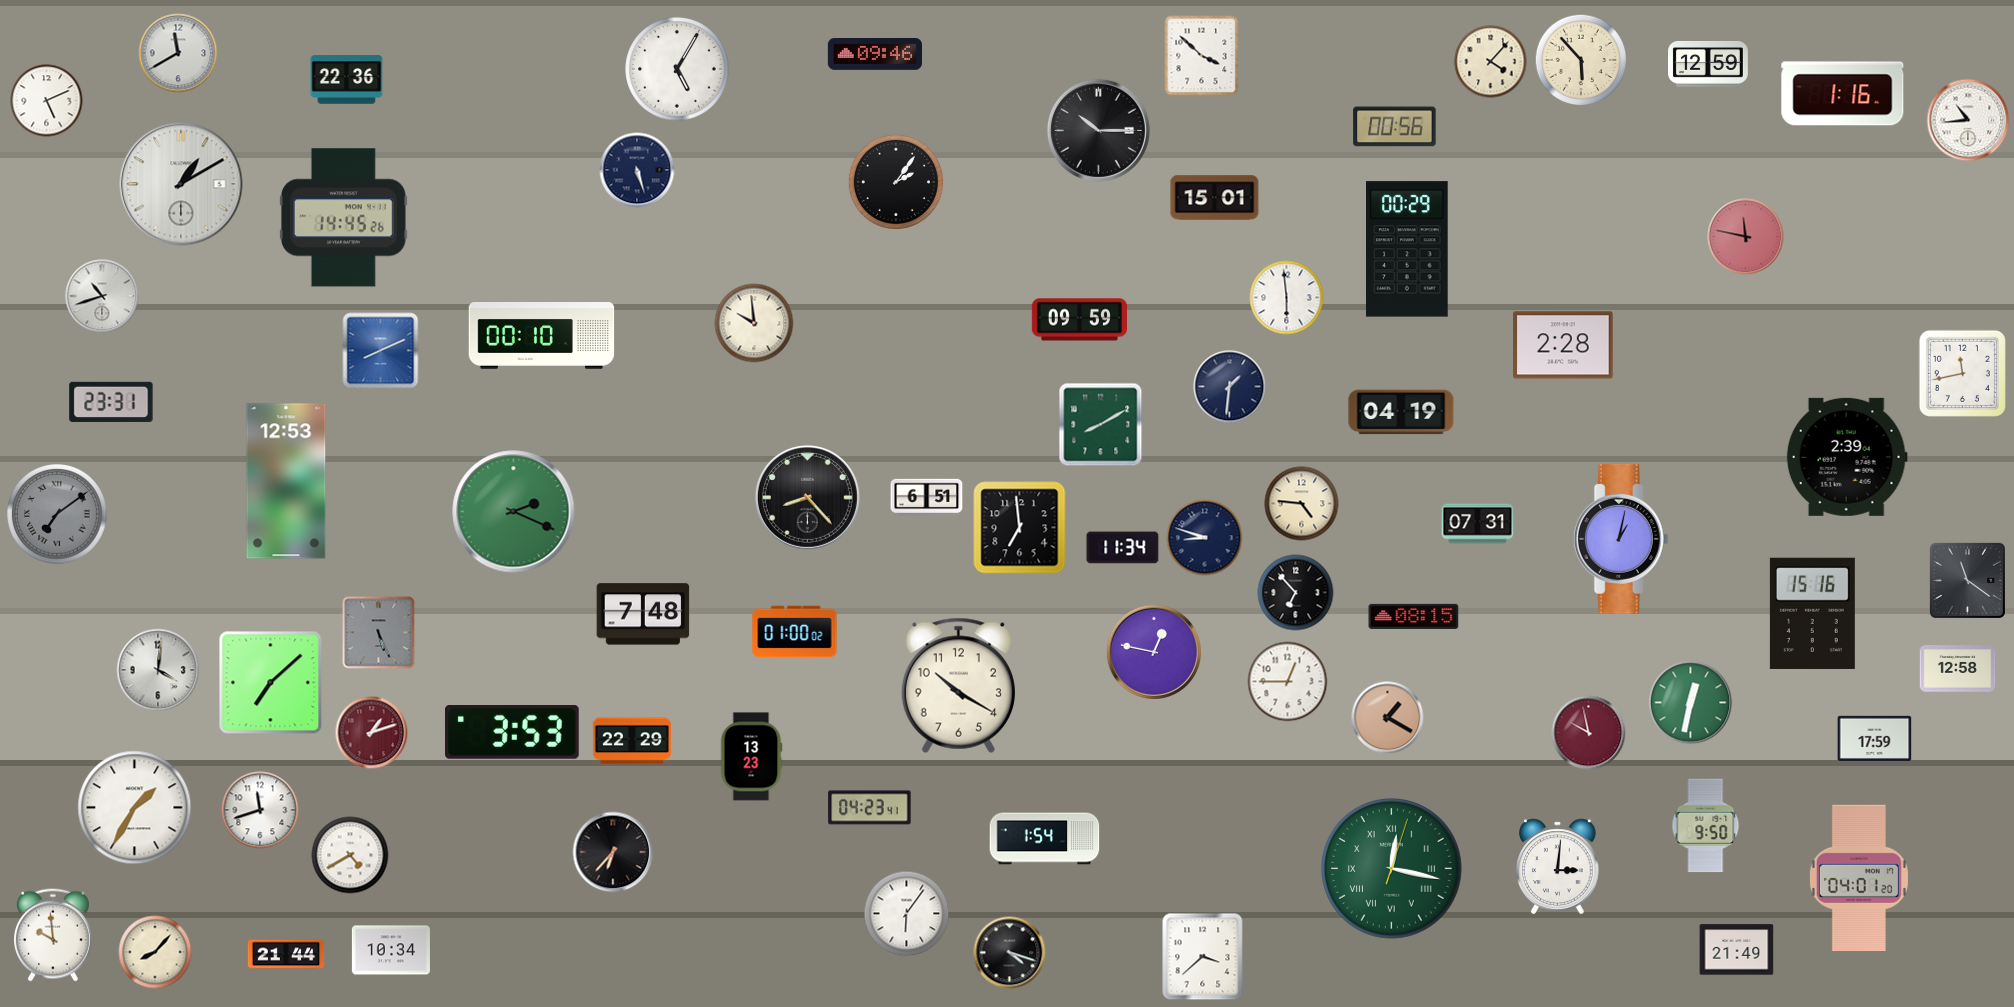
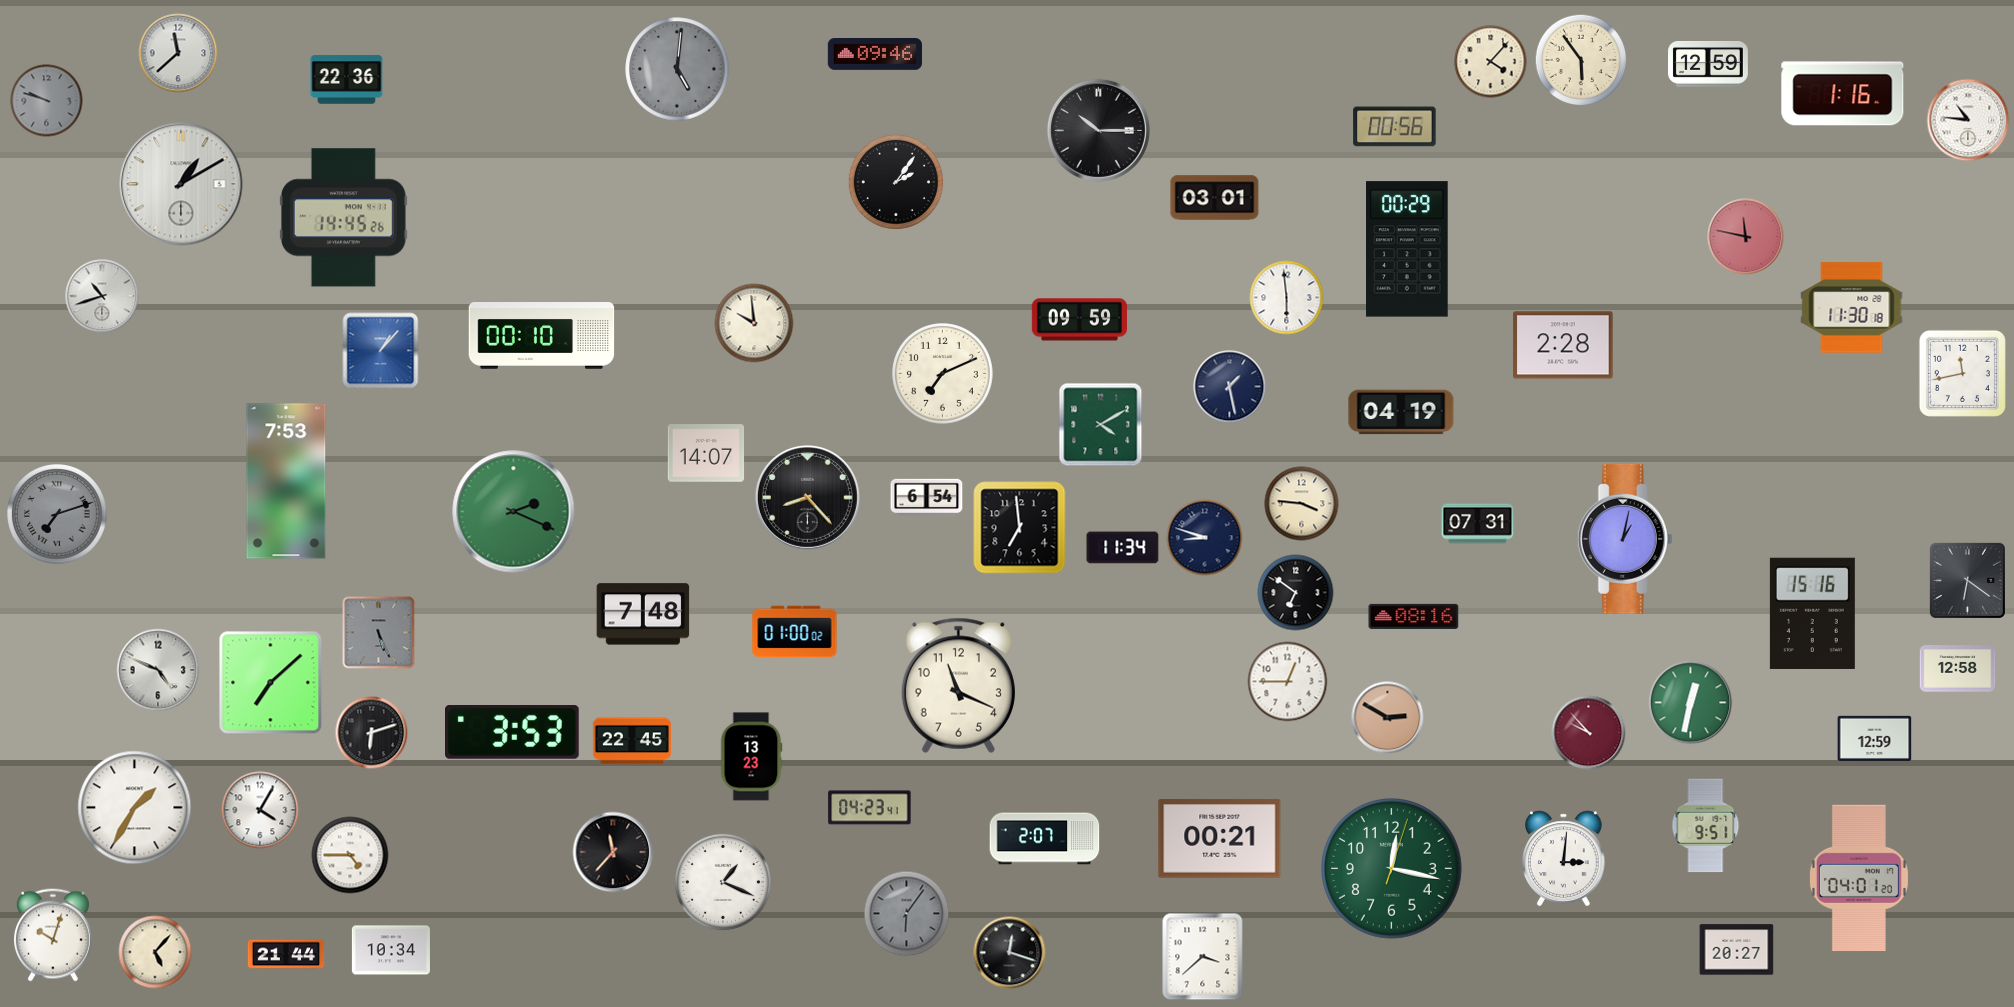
clock at (178, 53): 11:40 -> 11:38
clock at (1202, 56): 3:52 -> none
clock at (1581, 60): 5:53 -> 5:54
clock at (677, 69): 5:05 -> 5:01
clock at (677, 69) dial: white -> grey
clock at (47, 101): 5:11 -> 9:48
clock at (47, 101) dial: white -> grey
clock at (1968, 120): 10:44 -> 10:46
clock at (637, 170): 5:27 -> none
clock at (1215, 198): 15:01 -> 03:01
clock at (1852, 308): none -> 11:30
clock at (381, 351): 8:11 -> 1:07
clock at (943, 374): none -> 7:11
clock at (1230, 387): 1:31 -> 1:28
clock at (111, 401): 23:31 -> none
clock at (1101, 425): 8:10 -> 4:10
clock at (706, 453): none -> 14:07
clock at (1847, 457): 2:39 -> none
clock at (286, 481): 12:53 -> 7:53
clock at (927, 498): 6:51 -> 6:54
clock at (1302, 504): 4:46 -> 3:46
clock at (58, 515): 7:09 -> 7:12
clock at (1621, 539) position: (1621, 539) -> (1625, 539)
clock at (1967, 580): 11:21 -> 6:21
clock at (1296, 593): 6:53 -> 6:51
clock at (1414, 616): 08:15 -> 08:16
clock at (1153, 651): 12:47 -> none
clock at (158, 670): 4:01 -> 4:49
clock at (958, 685): 10:20 -> 11:19
clock at (1388, 718): 1:20 -> 2:50
clock at (372, 733): 1:12 -> 6:12
clock at (372, 733) dial: burgundy -> black
clock at (1589, 733): 9:58 -> 9:53
clock at (1875, 738): 17:59 -> 12:59
clock at (632, 741): 22:29 -> 22:45
clock at (260, 810): 11:42 -> 4:05
clock at (1706, 826): 9:50 -> 9:51
clock at (1045, 839): 1:54 -> 2:07
clock at (1220, 839): none -> 00:21
clock at (613, 852): 6:37 -> 11:37
clock at (350, 855): 4:40 -> 4:45
clock at (1558, 867) position: (1558, 867) -> (1564, 859)
clock at (1392, 869) numerals: Roman -> Arabic
clock at (723, 882): none -> 1:19
clock at (907, 914) dial: white -> grey
clock at (53, 935): 9:59 -> 10:03
clock at (1737, 950): 21:49 -> 20:27
clock at (155, 952): 8:07 -> 5:07
clock at (1010, 953): 4:18 -> 12:18
